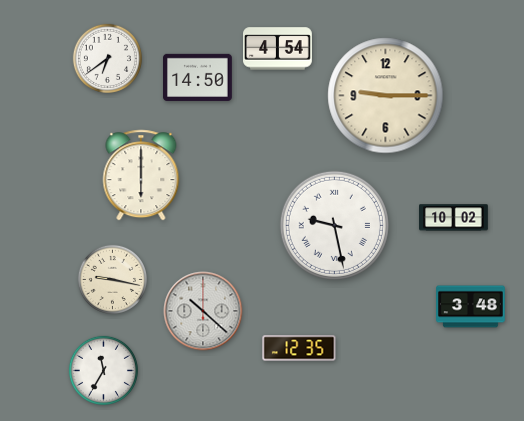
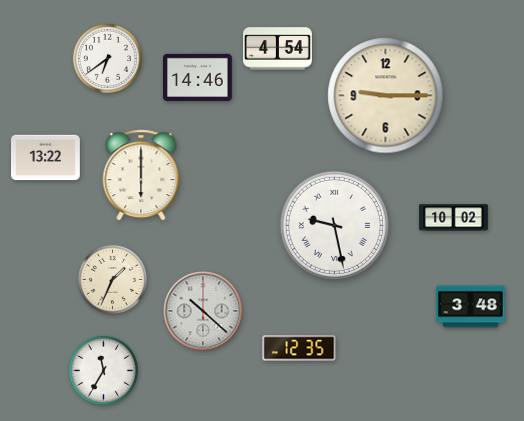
clock at (198, 77): 14:50 -> 14:46
clock at (46, 158): none -> 13:22
clock at (112, 279): 9:17 -> 1:34
